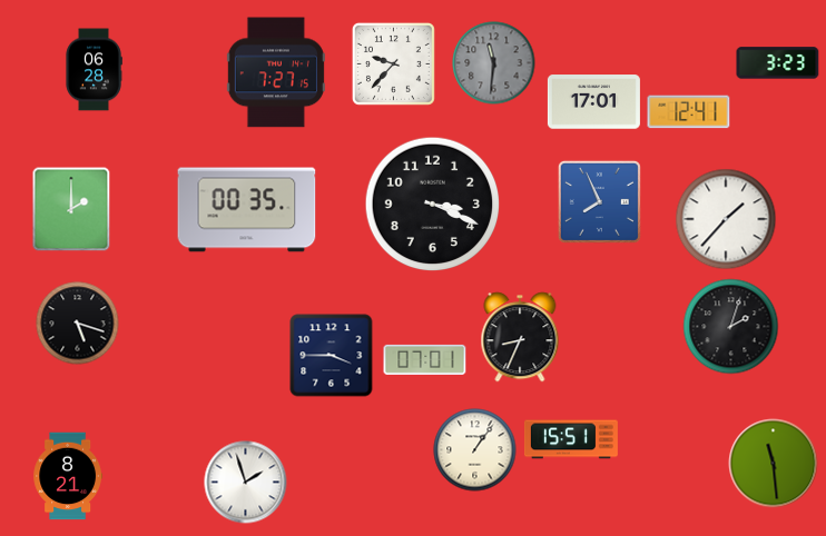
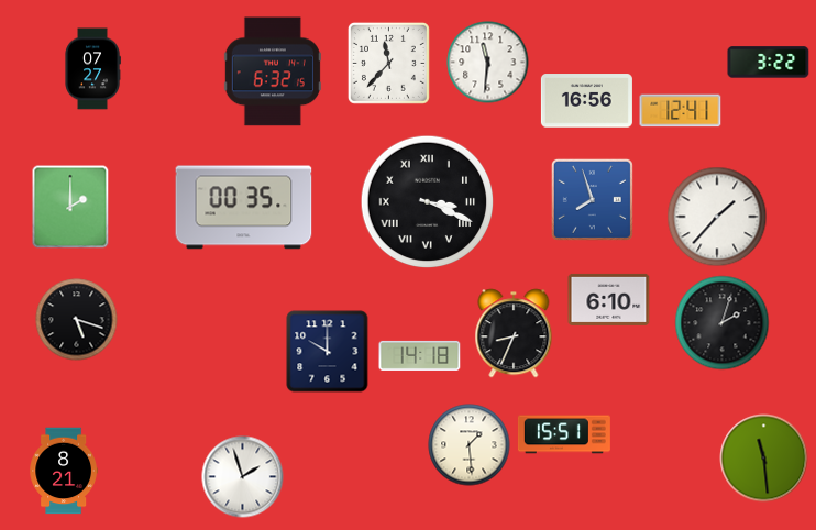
clock at (393, 63): 9:37 -> 11:37
clock at (494, 63) dial: grey -> white
clock at (778, 63): 3:23 -> 3:22
clock at (94, 70): 06:28 -> 07:27
clock at (276, 72): 7:27 -> 6:32
clock at (593, 102): 17:01 -> 16:56
clock at (599, 201): 7:56 -> 7:57
clock at (433, 205) numerals: Arabic -> Roman
clock at (609, 299): none -> 6:10
clock at (332, 356): 3:45 -> 10:00
clock at (425, 359): 07:01 -> 14:18
clock at (475, 450): 1:06 -> 1:29
clock at (67, 476) position: (67, 476) -> (63, 471)
